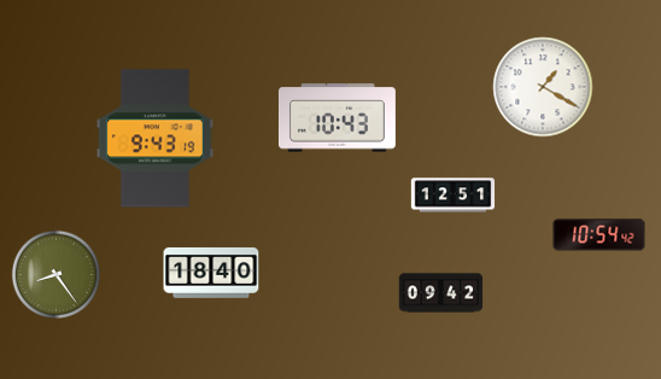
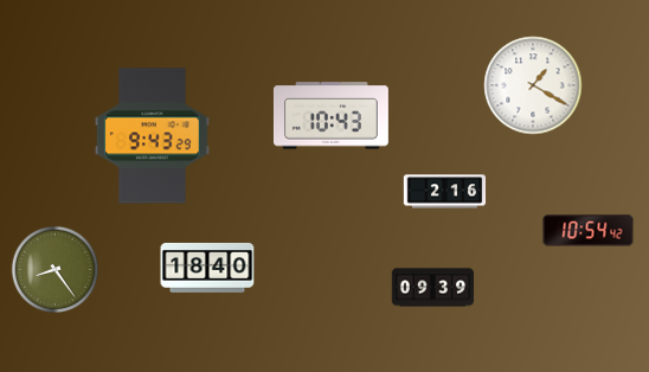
clock at (154, 139): 9:43:19 -> 9:43:29
clock at (454, 196): 12:51 -> 2:16
clock at (441, 293): 09:42 -> 09:39
